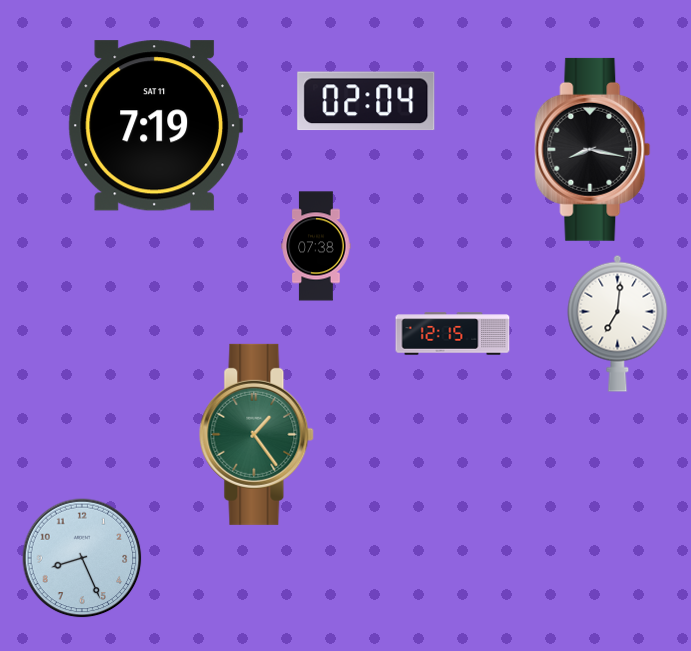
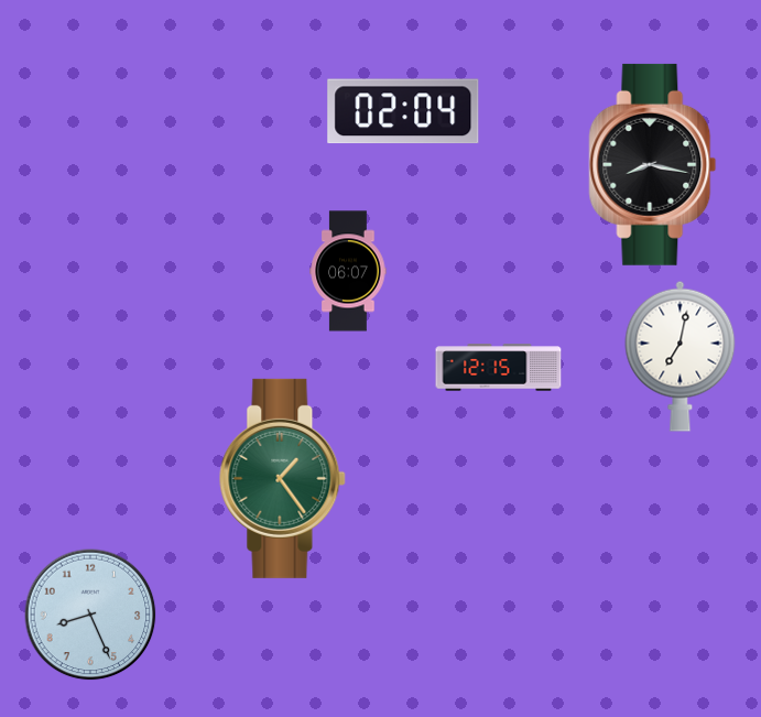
clock at (155, 126): 7:19 -> none
clock at (316, 246): 07:38 -> 06:07
clock at (618, 323): 7:01 -> 7:02
